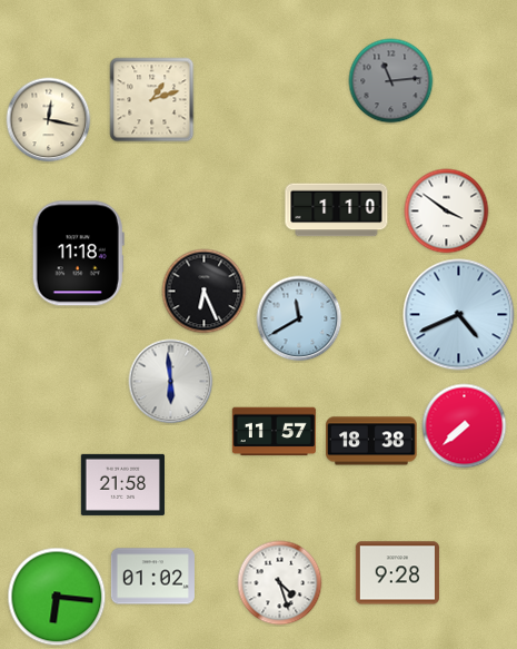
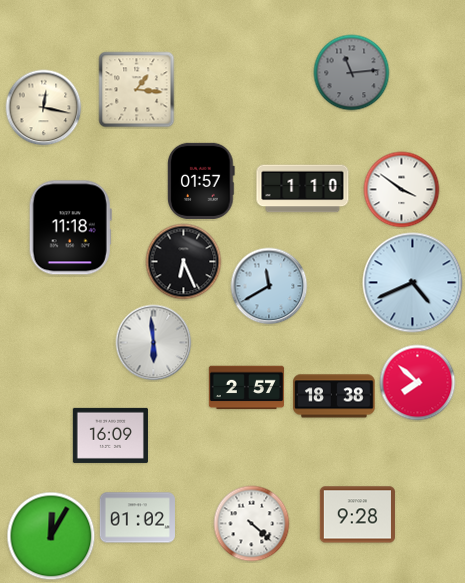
clock at (152, 100): 1:12 -> 1:16
clock at (201, 181): none -> 01:57
clock at (465, 426): 7:38 -> 7:52
clock at (274, 432): 11:57 -> 2:57
clock at (122, 484): 21:58 -> 16:09
clock at (280, 583): 4:27 -> 4:22
clock at (57, 597): 6:16 -> 12:05
